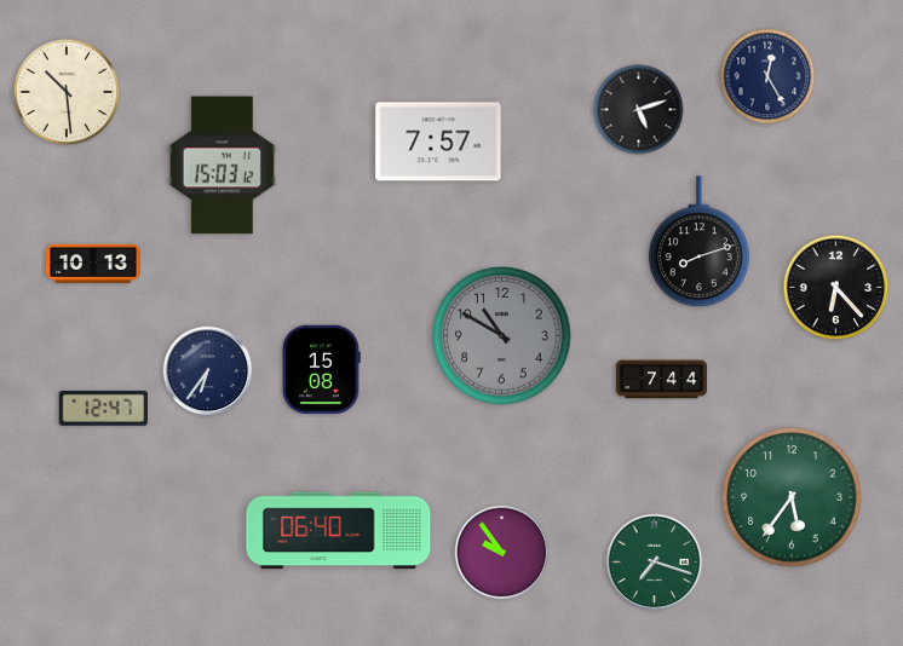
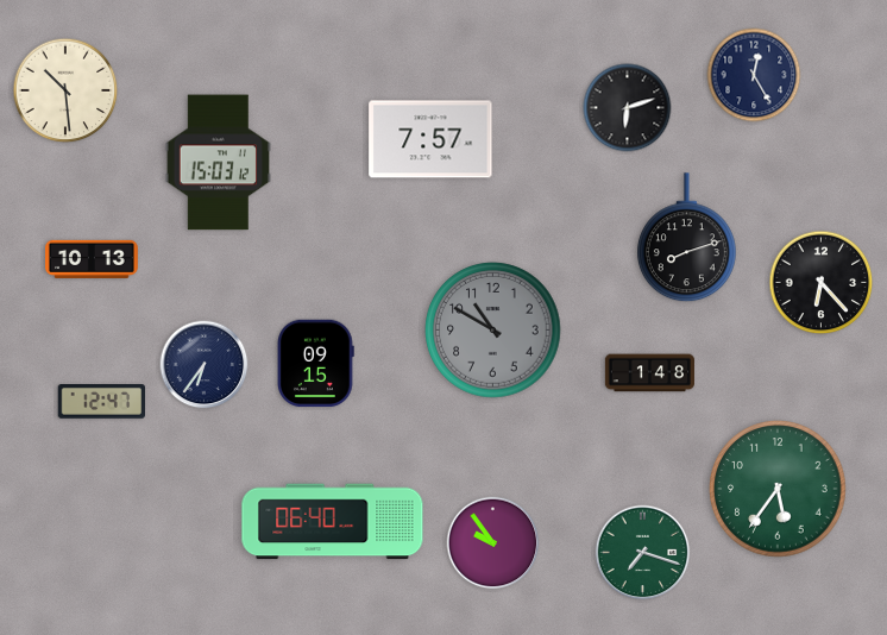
clock at (639, 110): 5:12 -> 6:12
clock at (322, 370): 15:08 -> 09:15
clock at (661, 380): 7:44 -> 1:48
